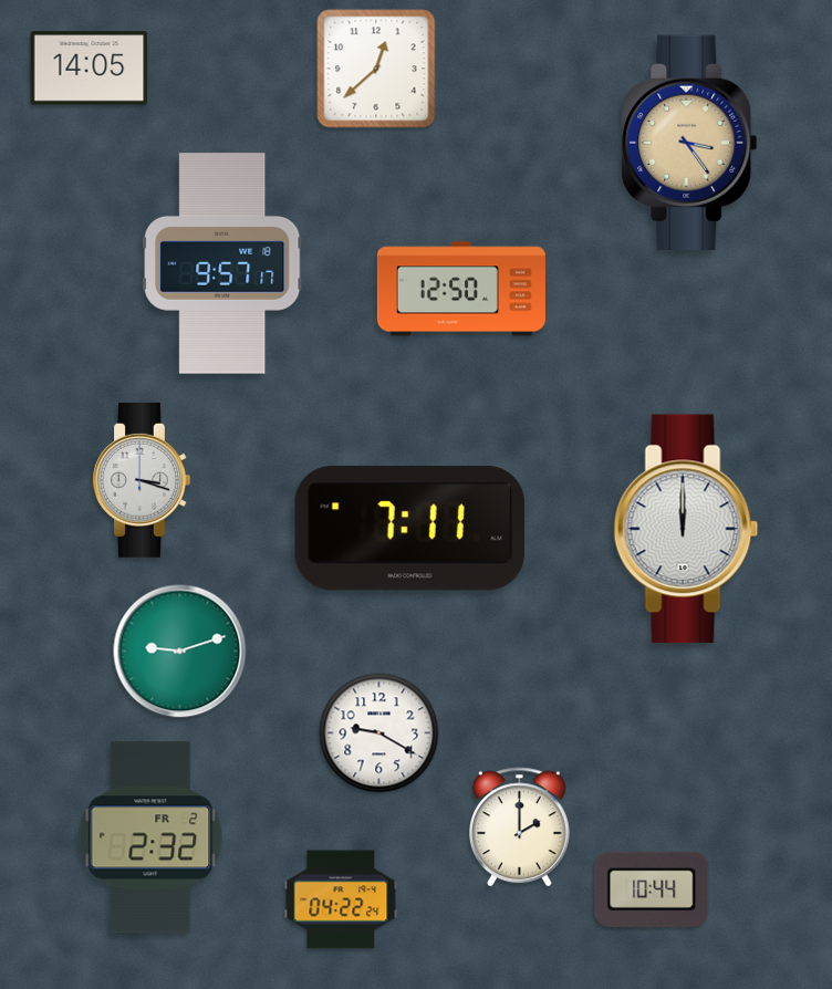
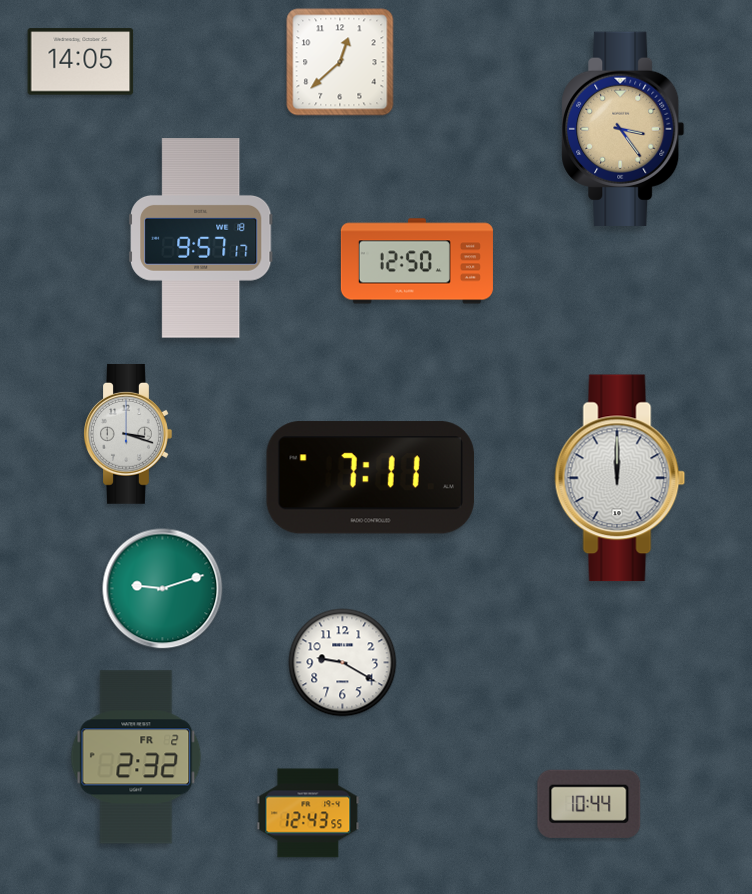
clock at (520, 827): 2:00 -> none
clock at (341, 899): 04:22 -> 12:43
